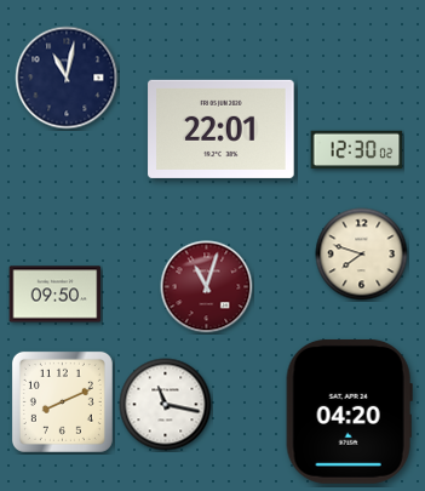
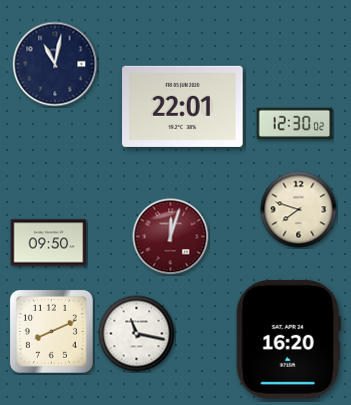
clock at (207, 287): 11:03 -> 12:03
clock at (56, 295) position: (56, 295) -> (49, 243)
clock at (349, 411): 04:20 -> 16:20
